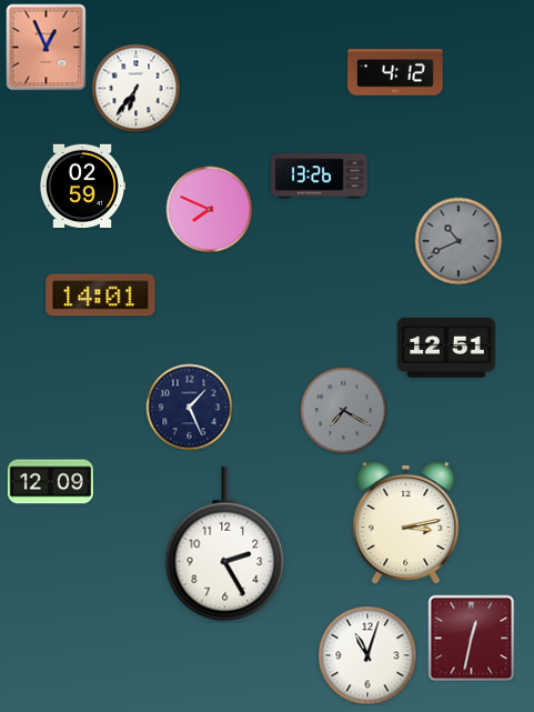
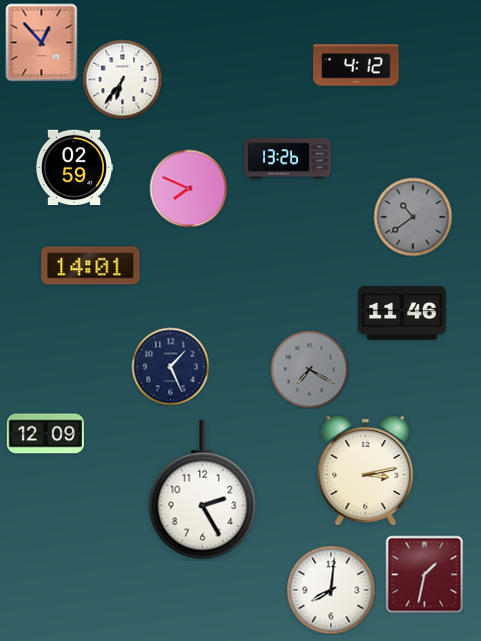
clock at (47, 47): 12:56 -> 12:53
clock at (459, 241): 10:41 -> 10:39
clock at (446, 349): 12:51 -> 11:46
clock at (471, 638): 12:32 -> 1:32
clock at (367, 655): 11:03 -> 8:01
